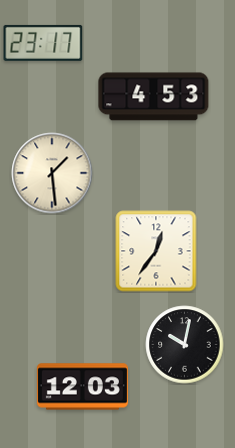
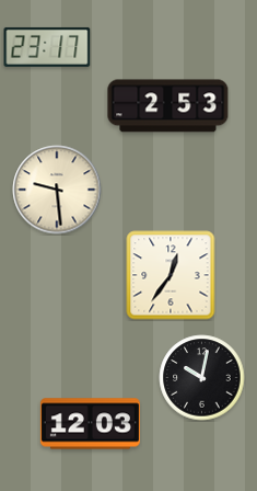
clock at (154, 97): 4:53 -> 2:53
clock at (52, 173): 1:29 -> 9:29
